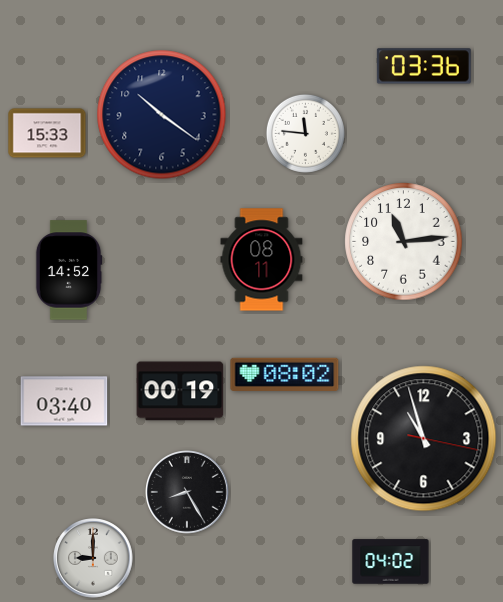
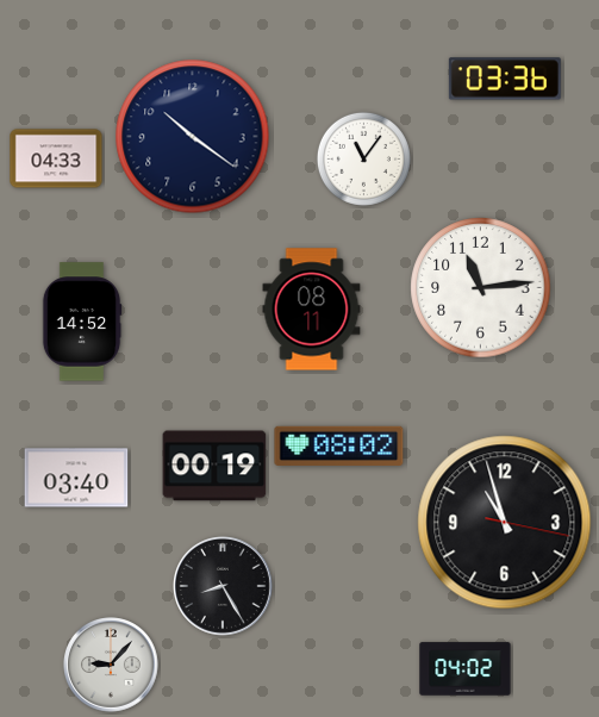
clock at (47, 133): 15:33 -> 04:33
clock at (305, 133): 11:46 -> 11:06
clock at (93, 558): 9:00 -> 9:07
